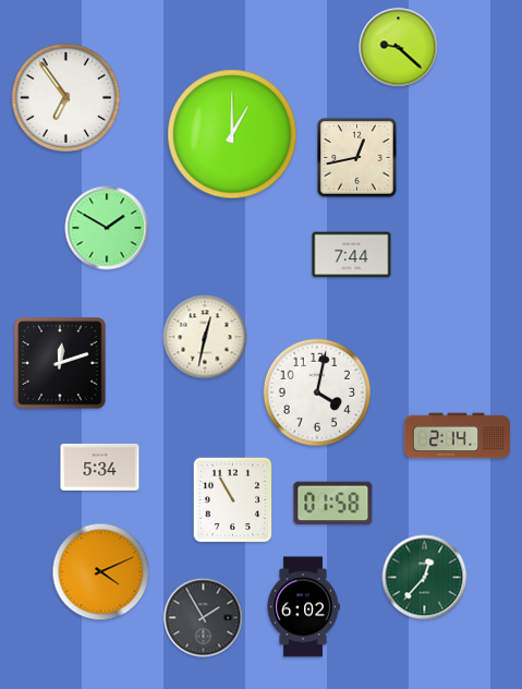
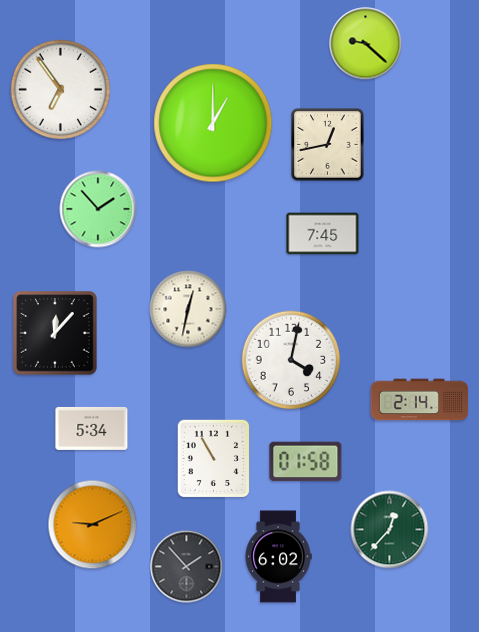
clock at (107, 228): 1:50 -> 1:53
clock at (352, 255): 7:44 -> 7:45
clock at (60, 363): 12:12 -> 12:07
clock at (101, 572): 4:11 -> 9:11
clock at (204, 618): 1:55 -> 1:53
